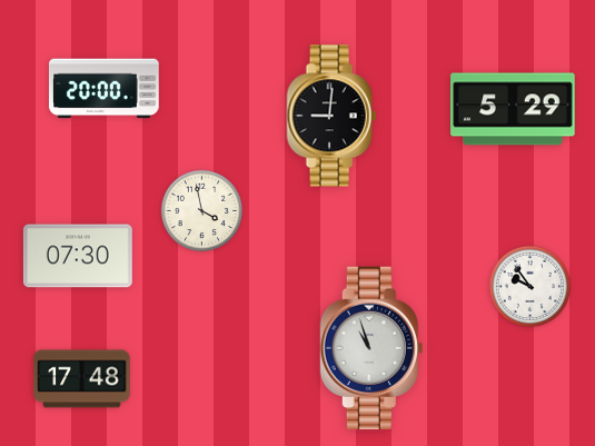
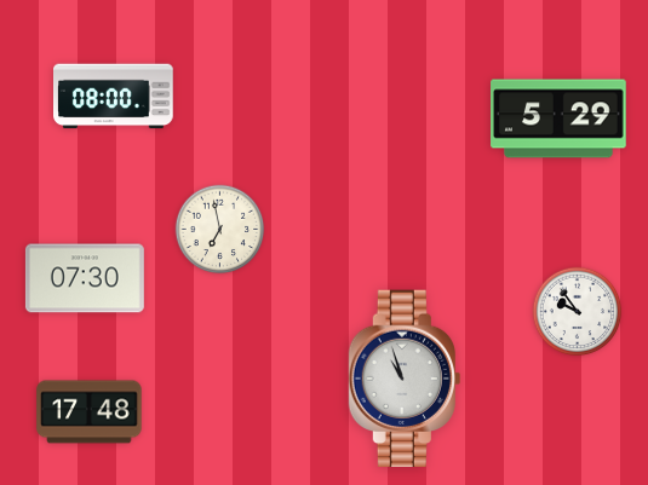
clock at (105, 89): 20:00 -> 08:00
clock at (331, 116): 9:01 -> none
clock at (202, 211): 3:58 -> 6:58
